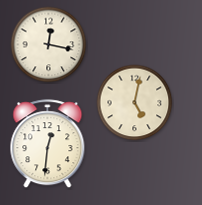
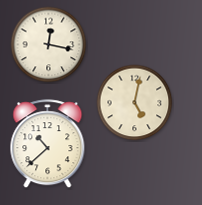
clock at (48, 144): 12:31 -> 10:38
